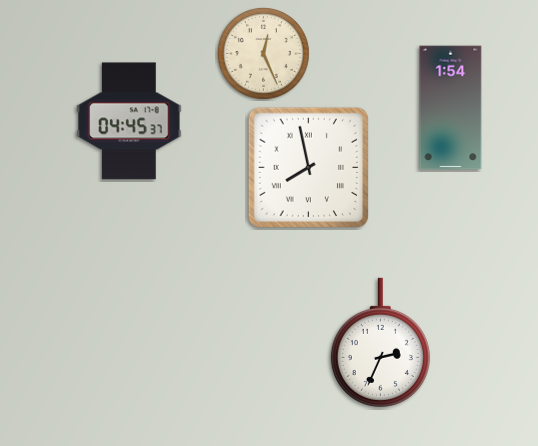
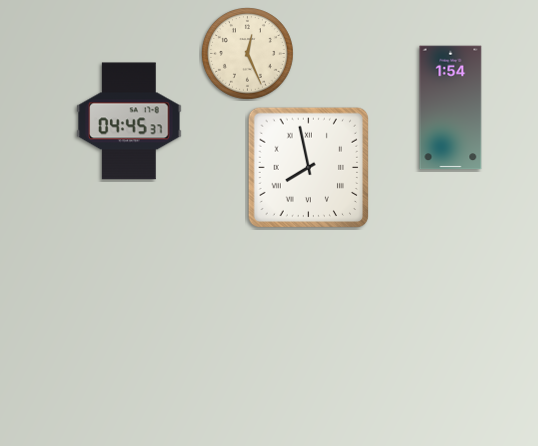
clock at (264, 54) position: (264, 54) -> (248, 54)
clock at (380, 342): 2:34 -> none
